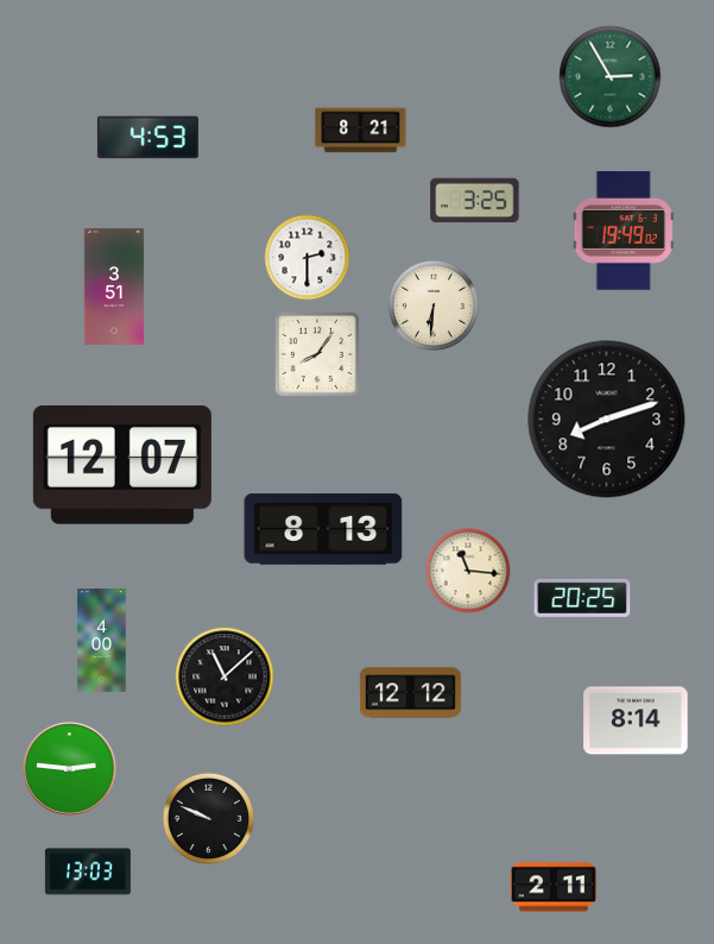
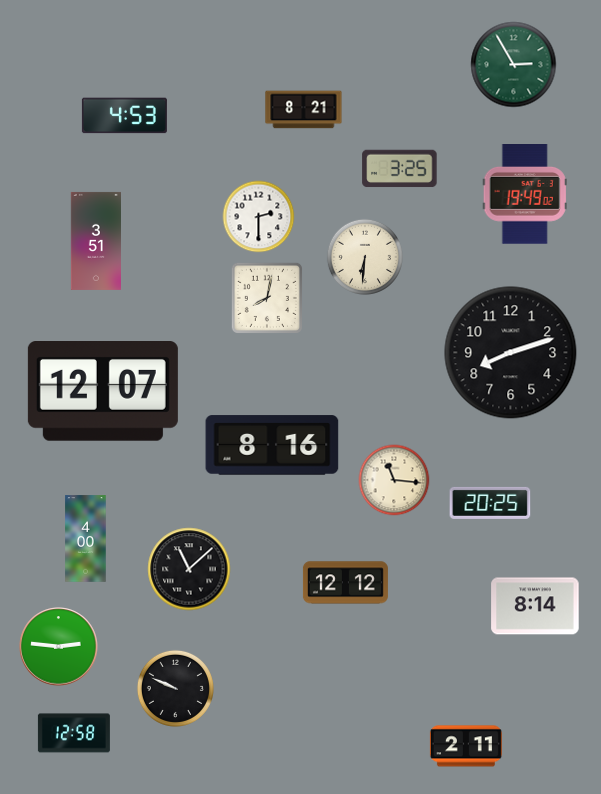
clock at (317, 354): 8:06 -> 8:02
clock at (323, 529): 8:13 -> 8:16
clock at (88, 871): 13:03 -> 12:58
